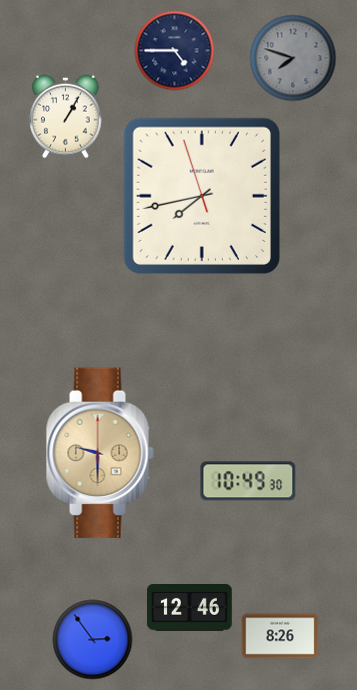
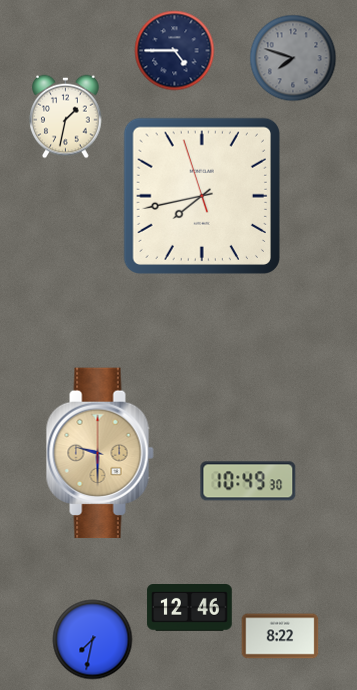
clock at (66, 117): 1:05 -> 1:32
clock at (280, 636): 8:26 -> 8:22
clock at (93, 640): 2:54 -> 7:32
